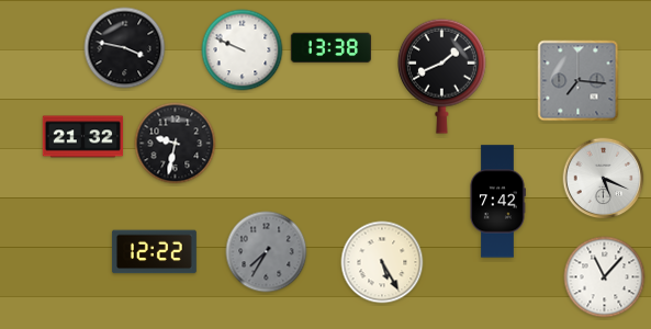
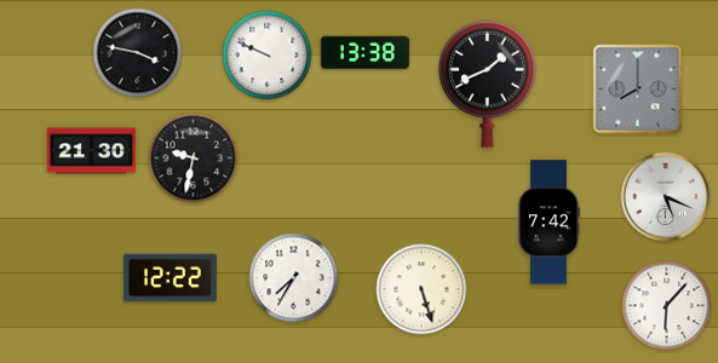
clock at (579, 81): 7:16 -> 8:00
clock at (83, 137): 21:32 -> 21:30
clock at (267, 252) dial: grey -> white
clock at (382, 262): 5:25 -> 5:27
clock at (605, 277): 11:07 -> 6:07
